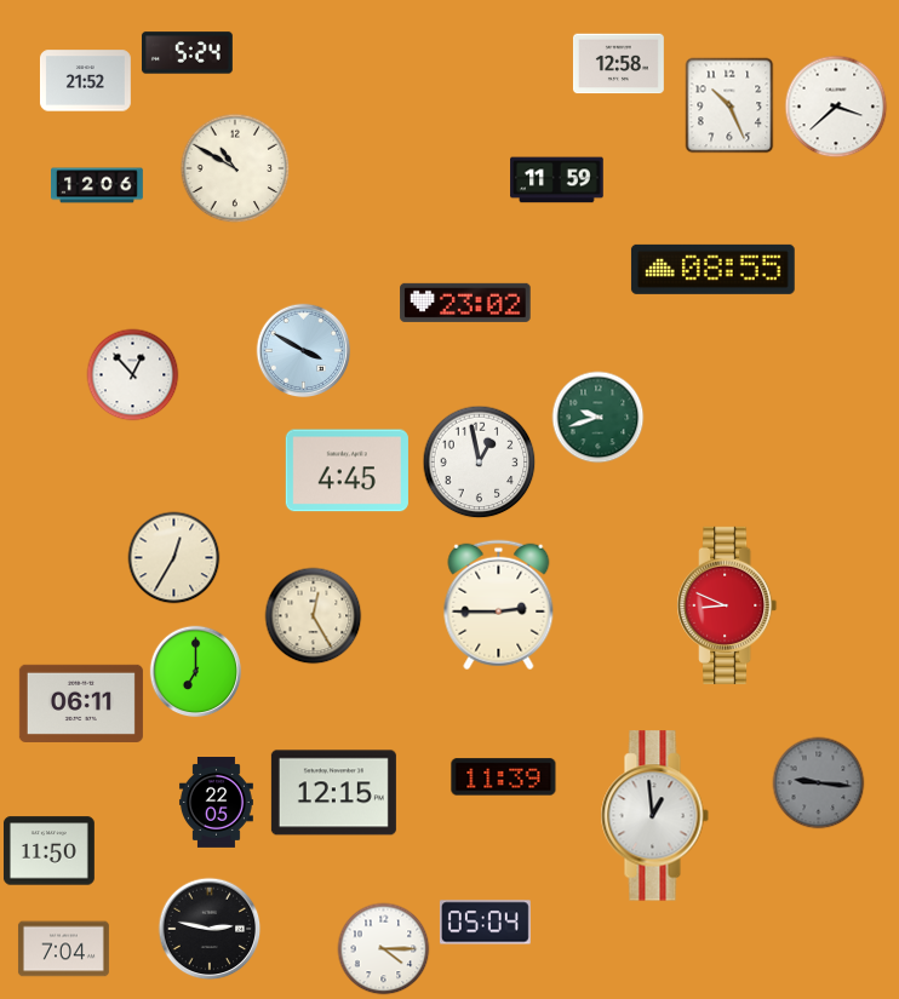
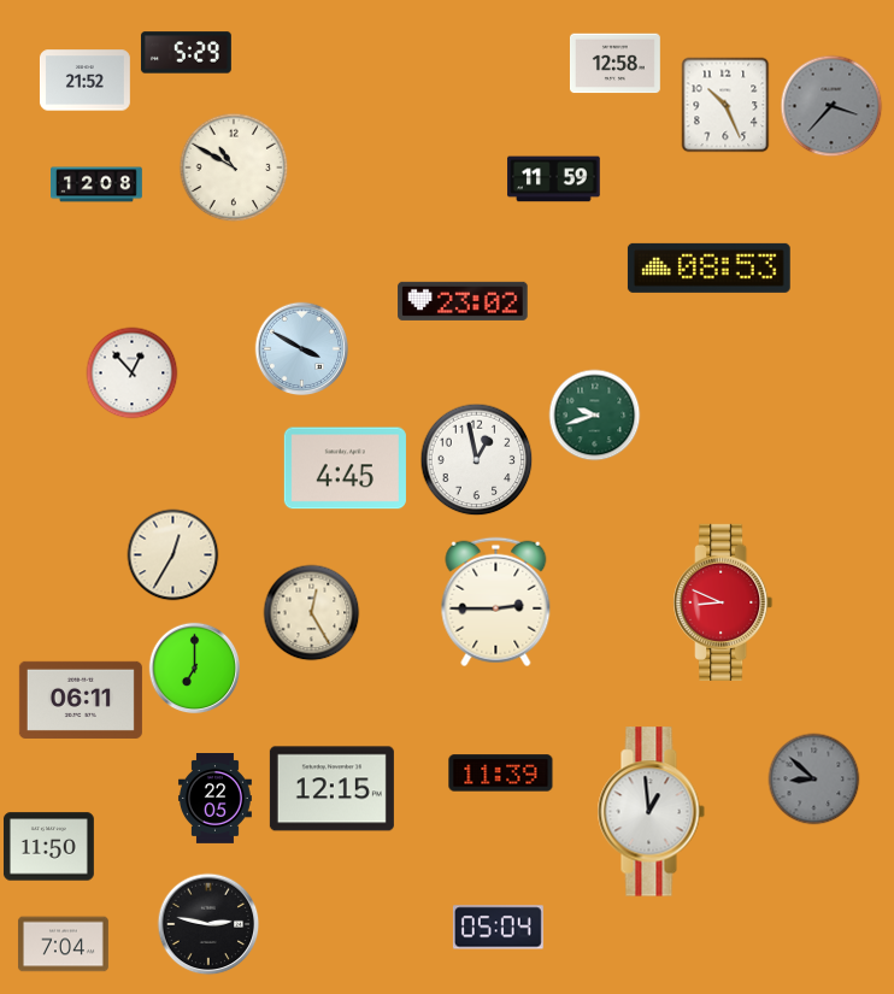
clock at (187, 53): 5:24 -> 5:29
clock at (836, 107): 3:38 -> 3:37
clock at (836, 107) dial: white -> grey
clock at (97, 185): 12:06 -> 12:08
clock at (712, 269): 08:55 -> 08:53
clock at (819, 783): 9:16 -> 8:52
clock at (485, 923) position: (485, 923) -> (498, 928)
clock at (384, 949): 4:15 -> none
